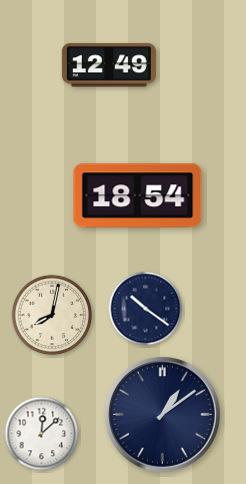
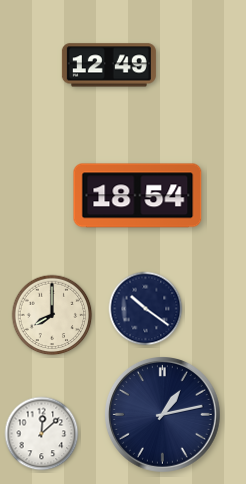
clock at (52, 315): 8:02 -> 8:00
clock at (163, 415): 1:09 -> 1:13
